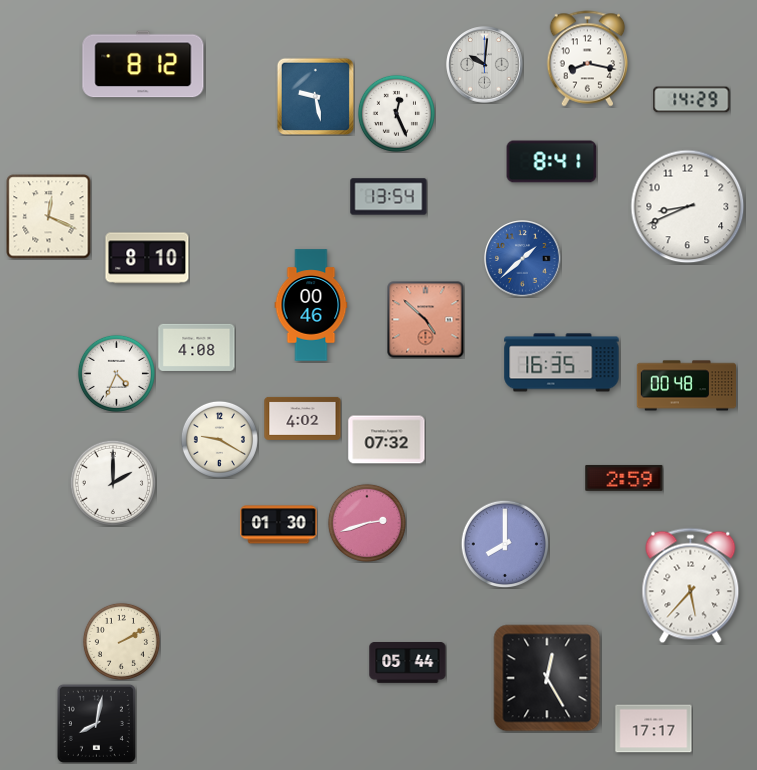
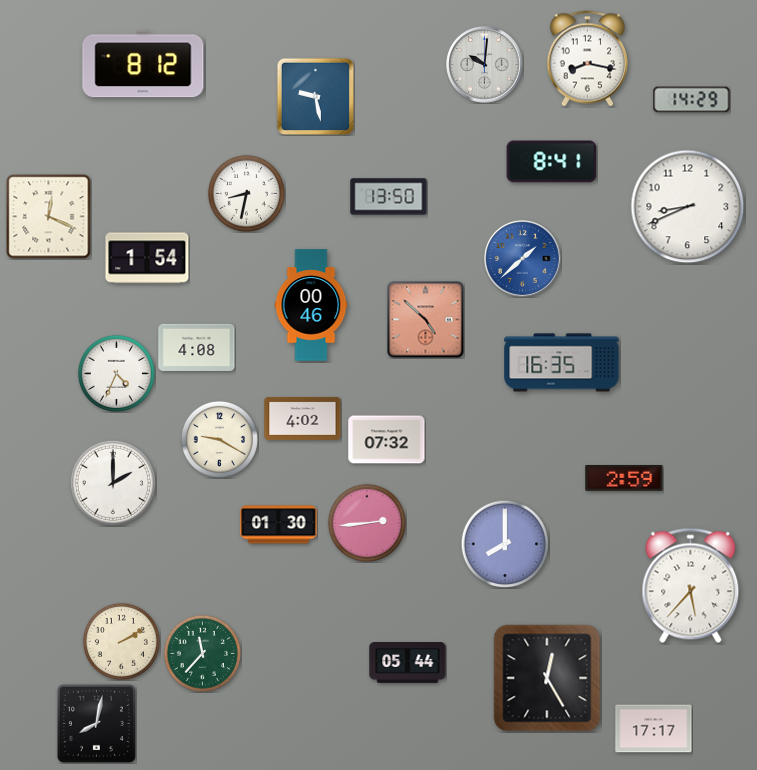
clock at (396, 113): 12:26 -> none
clock at (246, 193): none -> 8:32
clock at (389, 197): 13:54 -> 13:50
clock at (147, 258): 8:10 -> 1:54
clock at (687, 386): 00:48 -> none
clock at (367, 523): 2:42 -> 2:44
clock at (202, 653): none -> 11:37
